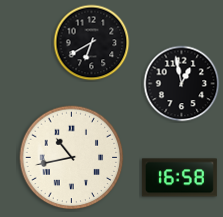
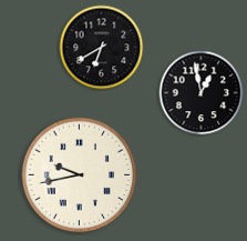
clock at (72, 158): 10:43 -> 9:43
clock at (179, 178): 16:58 -> none
